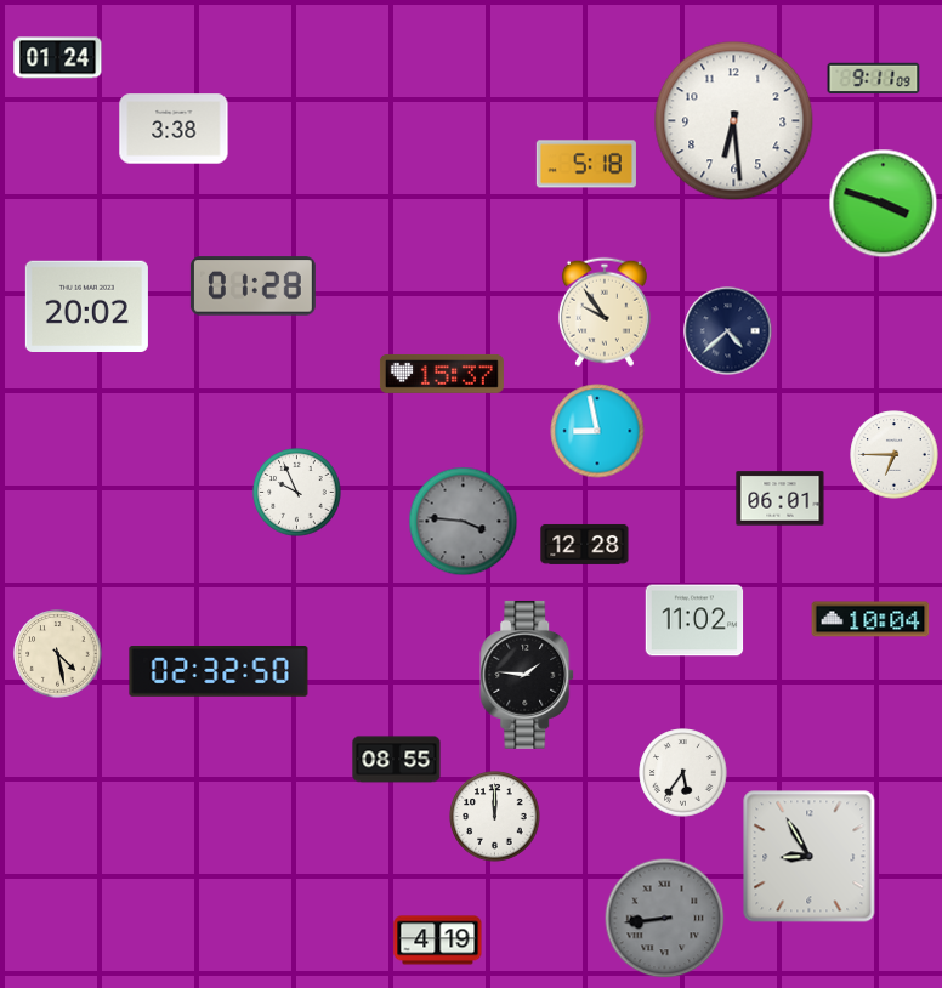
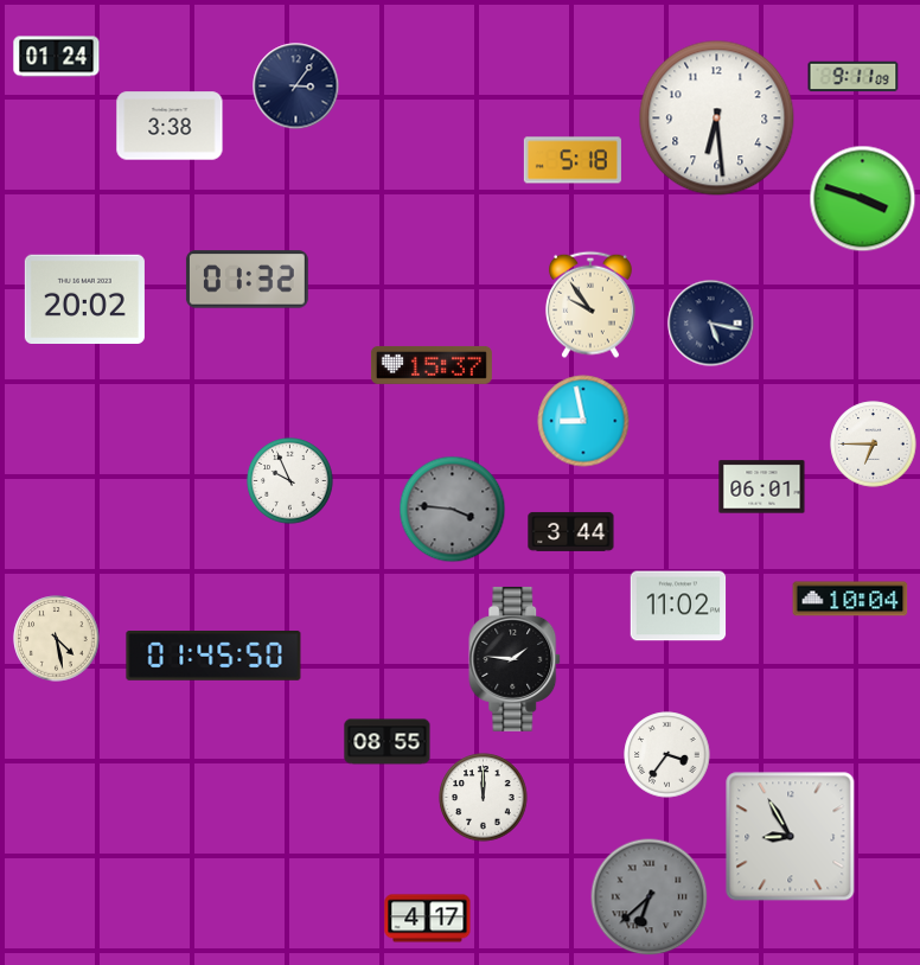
clock at (296, 87): none -> 3:06
clock at (252, 286): 01:28 -> 01:32
clock at (728, 331): 4:38 -> 5:17
clock at (585, 544): 12:28 -> 3:44
clock at (870, 619) position: (870, 619) -> (850, 599)
clock at (219, 672): 02:32 -> 01:45
clock at (683, 773): 5:36 -> 3:36
clock at (665, 919): 8:44 -> 6:38
clock at (438, 941): 4:19 -> 4:17
